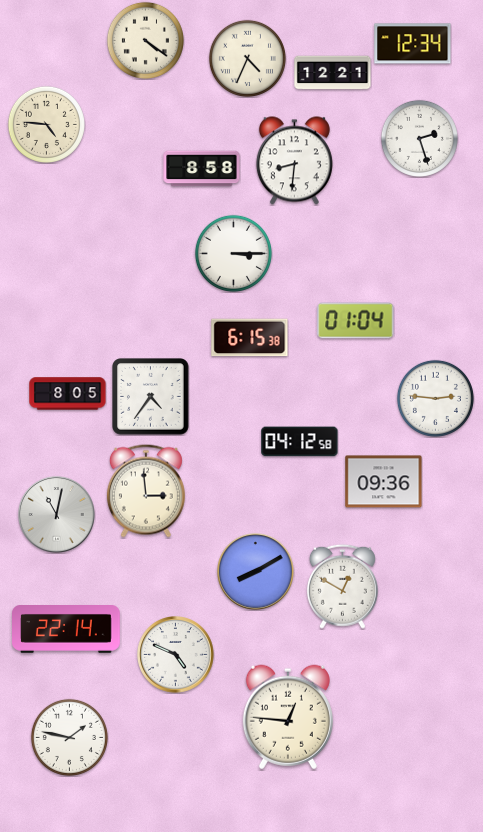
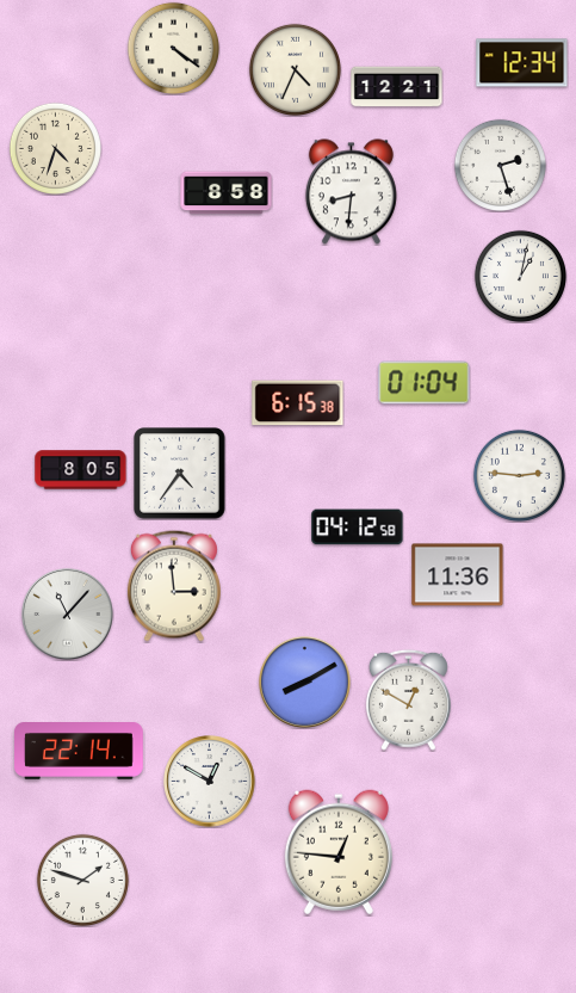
clock at (413, 44) position: (413, 44) -> (522, 63)
clock at (46, 124): 4:46 -> 4:33
clock at (202, 169) position: (202, 169) -> (227, 193)
clock at (520, 276): none -> 1:02
clock at (233, 253): 3:15 -> none
clock at (384, 482): 09:36 -> 11:36
clock at (57, 515): 11:02 -> 11:07
clock at (176, 655): 4:49 -> 12:50
clock at (288, 717) position: (288, 717) -> (339, 852)
clock at (69, 737): 1:47 -> 1:48
